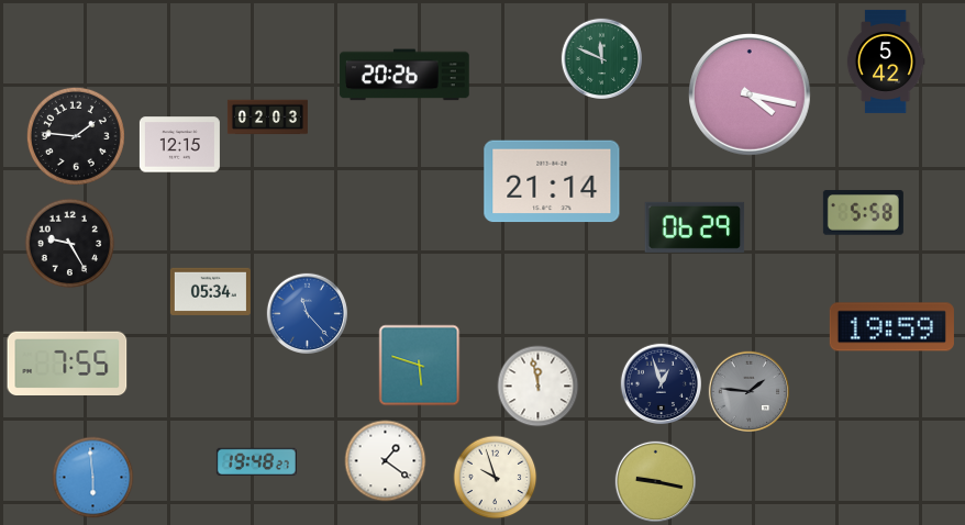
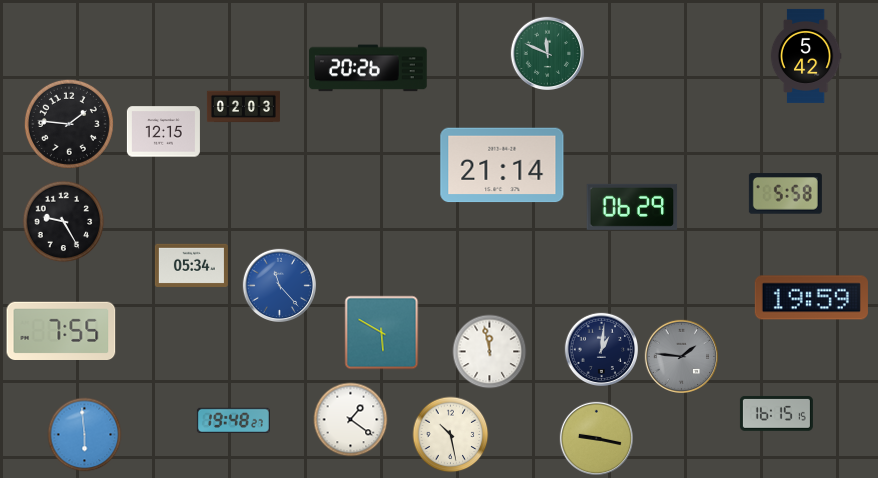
clock at (751, 96): 4:17 -> none
clock at (420, 366): 5:48 -> 5:50
clock at (661, 383): 12:57 -> 1:01
clock at (776, 413): none -> 16:15
clock at (496, 478): 9:57 -> 10:28
